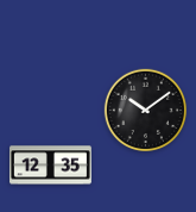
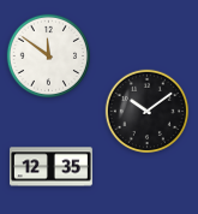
clock at (49, 55): none -> 11:51
